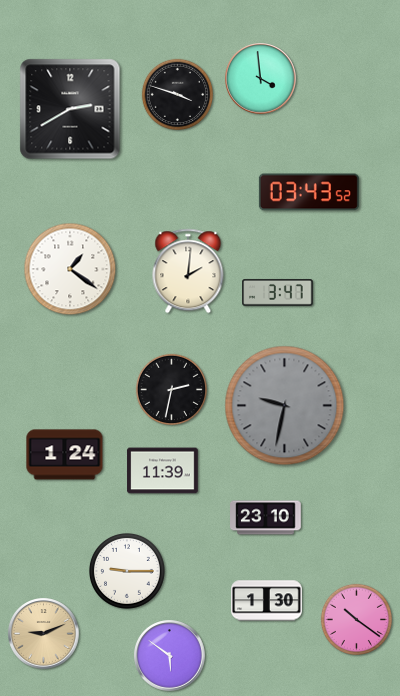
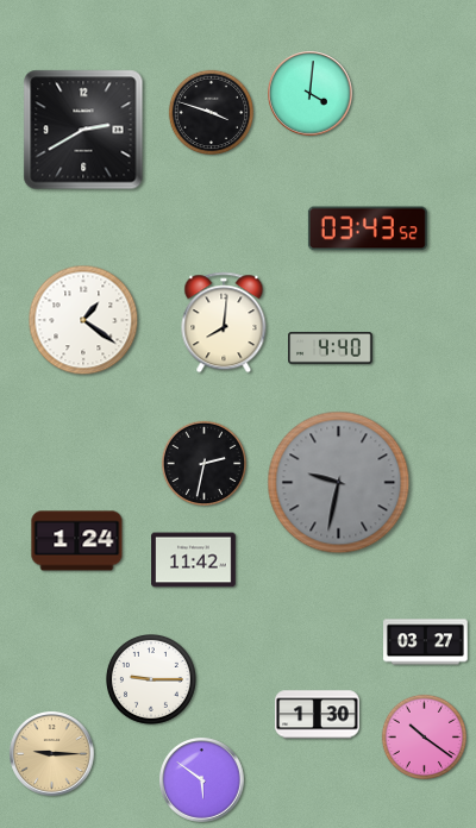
clock at (261, 79): 3:59 -> 4:01
clock at (188, 271): 2:01 -> 8:01
clock at (278, 293): 3:47 -> 4:40
clock at (163, 471): 11:39 -> 11:42
clock at (266, 518): 23:10 -> none
clock at (426, 642): none -> 03:27
clock at (44, 634): 9:11 -> 9:15
